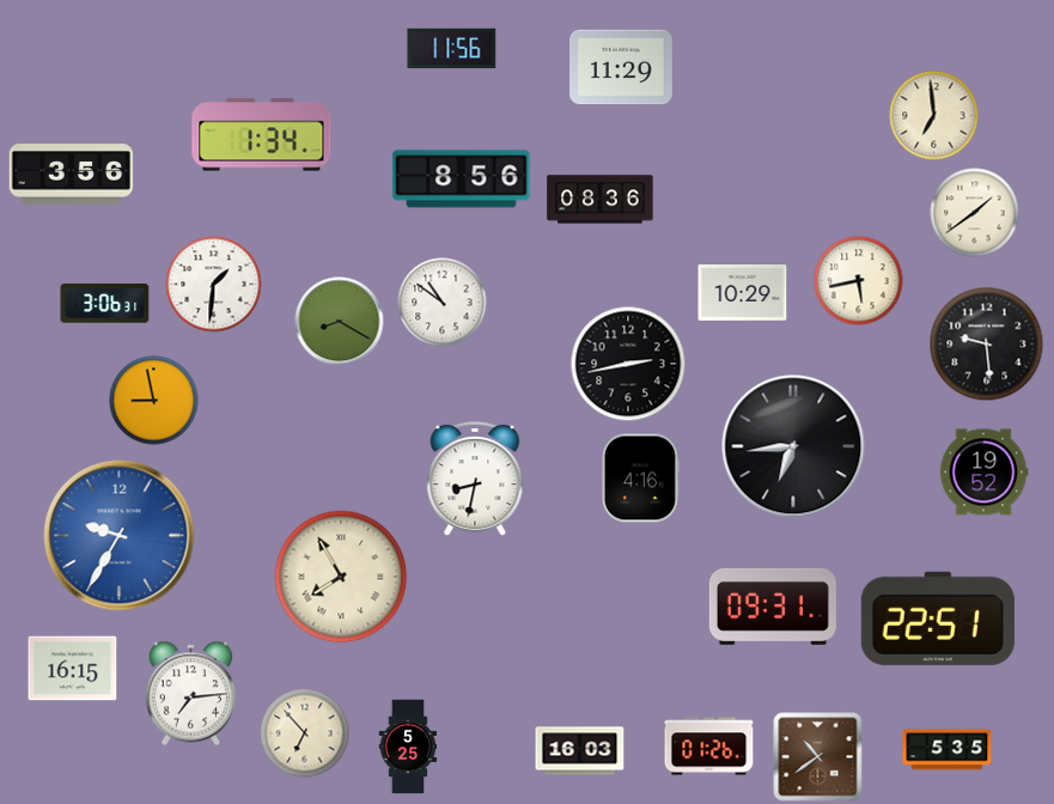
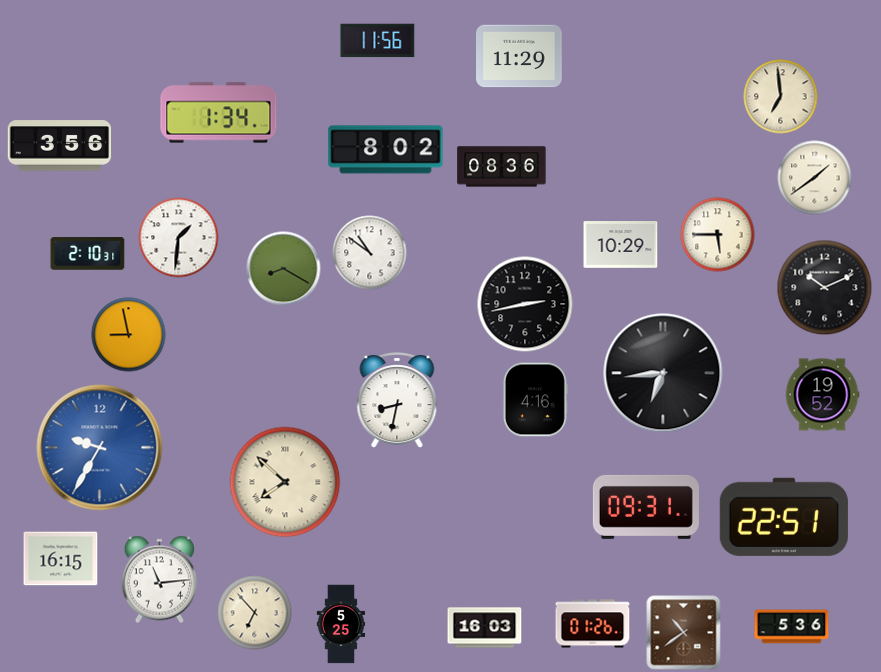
clock at (462, 179): 8:56 -> 8:02
clock at (859, 281): 5:43 -> 5:45
clock at (105, 304): 3:06 -> 2:10
clock at (987, 345): 9:29 -> 10:11
clock at (341, 577): 7:55 -> 7:52
clock at (191, 694): 7:14 -> 11:14
clock at (948, 750): 5:35 -> 5:36
